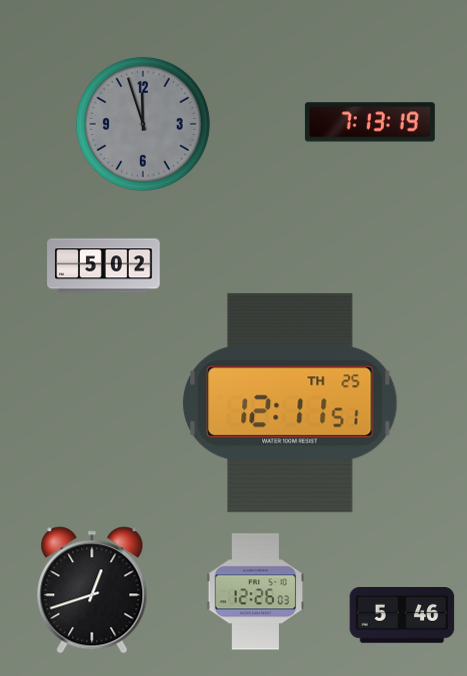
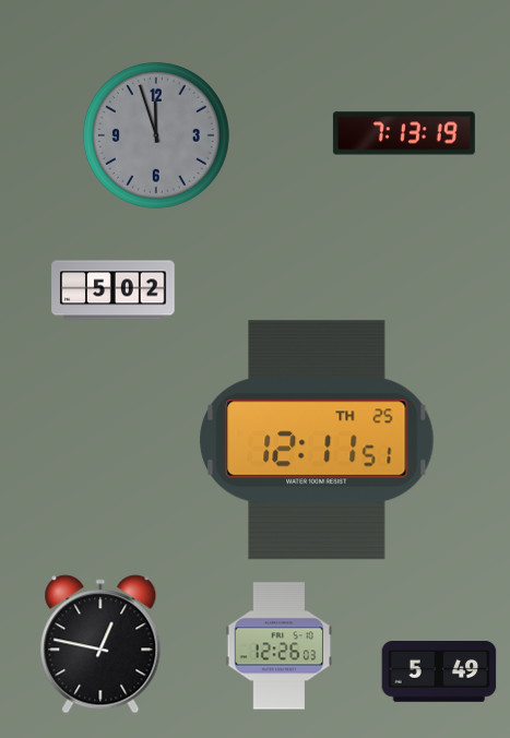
clock at (92, 590): 12:42 -> 12:47
clock at (402, 616): 5:46 -> 5:49
